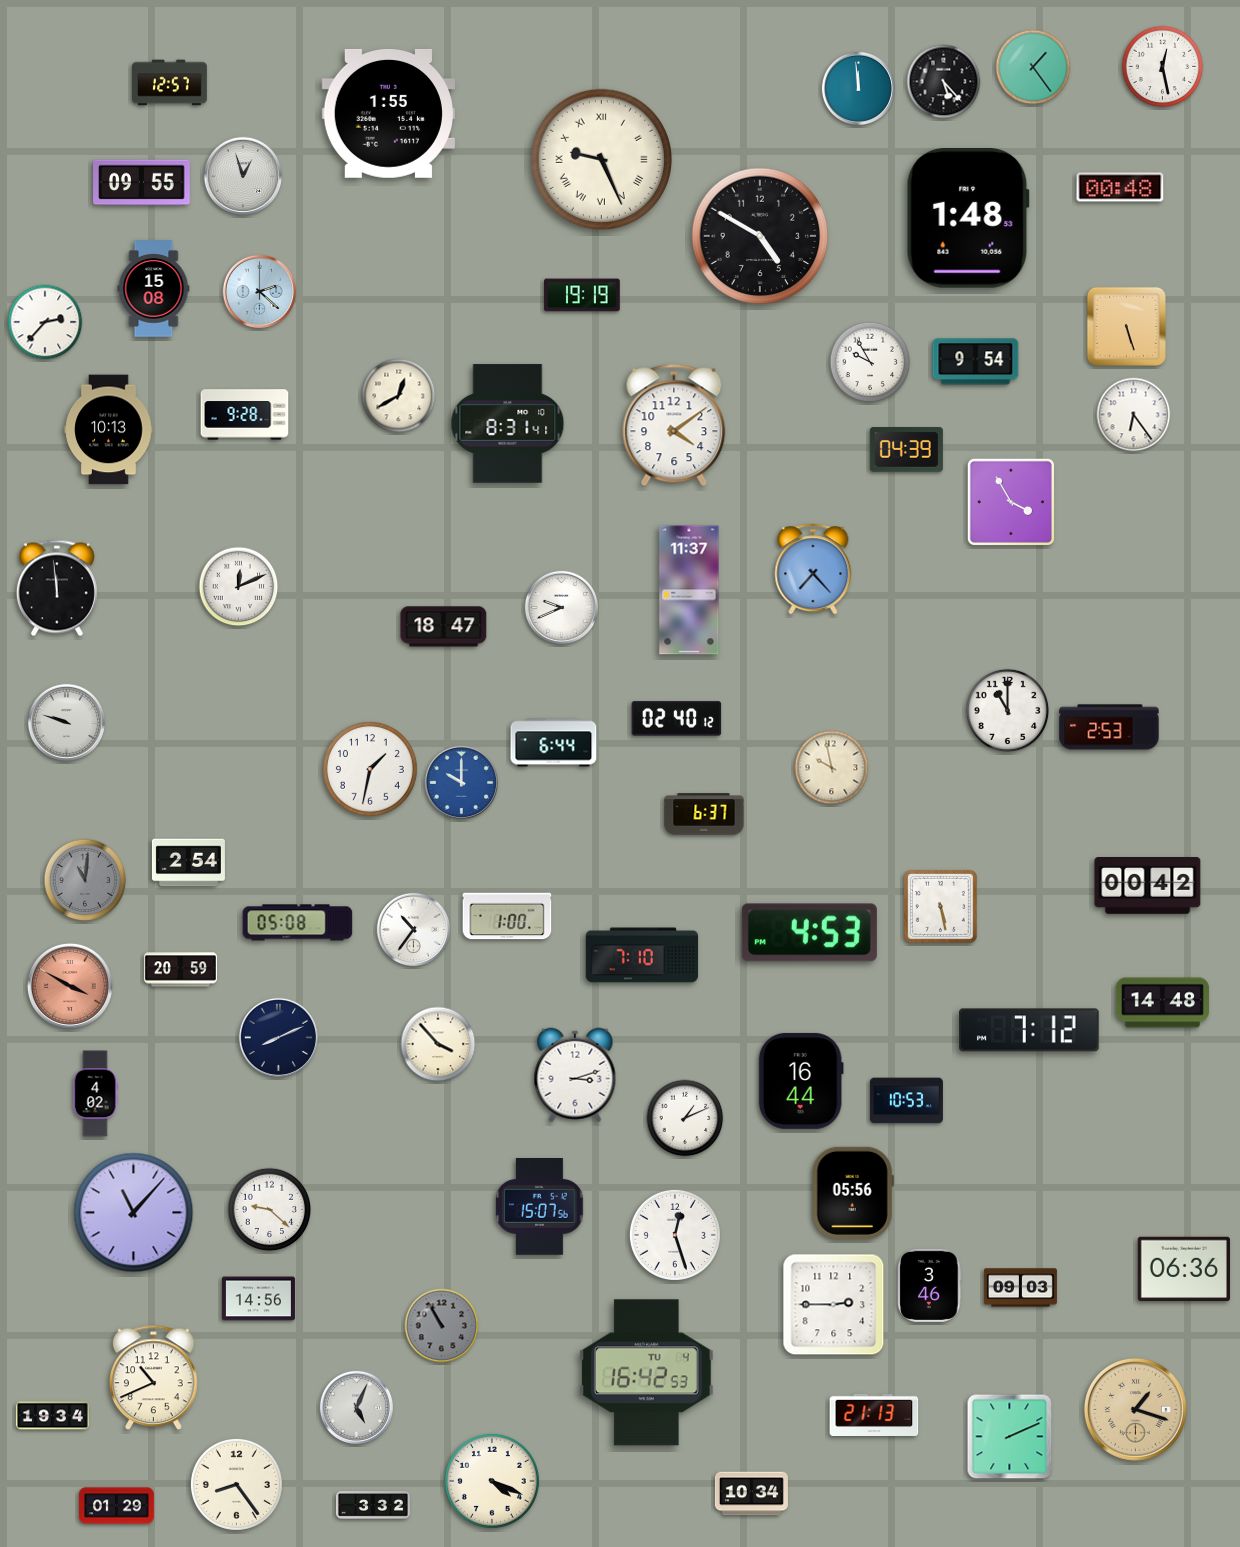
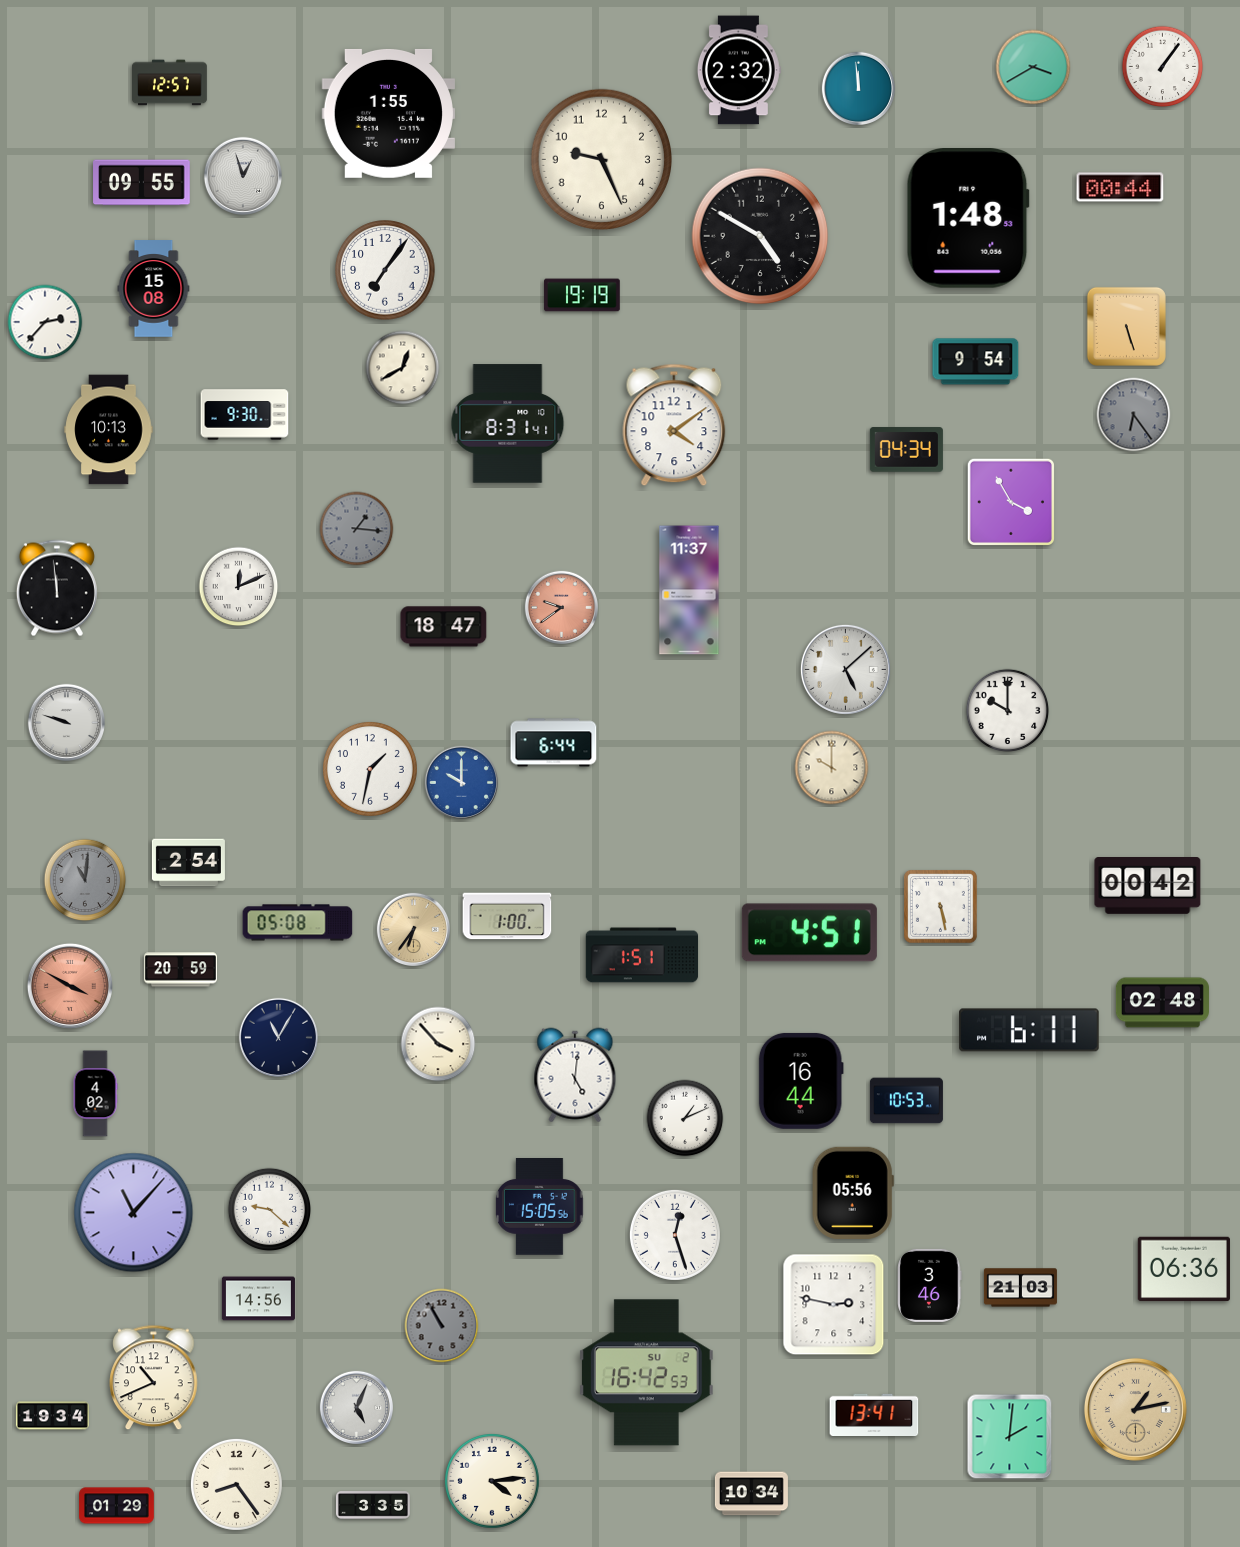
clock at (1033, 67): 1:24 -> 3:40
clock at (1163, 67): 12:28 -> 1:06
clock at (739, 70): none -> 2:32
clock at (944, 82): 5:23 -> none
clock at (601, 159) numerals: Roman -> Arabic
clock at (1120, 187): 00:48 -> 00:44
clock at (385, 270): none -> 7:06
clock at (260, 292): 2:22 -> none
clock at (870, 362): 9:55 -> none
clock at (399, 396) position: (399, 396) -> (403, 368)
clock at (245, 415): 9:28 -> 9:30
clock at (1134, 415) dial: white -> grey
clock at (906, 450): 04:39 -> 04:34
clock at (357, 529): none -> 1:16
clock at (813, 569): 7:23 -> none
clock at (562, 608): 9:41 -> 9:39
clock at (562, 608) dial: white -> salmon
clock at (845, 669): none -> 5:08
clock at (1008, 711): 11:00 -> 10:00
clock at (677, 719): 02:40 -> none
clock at (1109, 727): 2:53 -> none
clock at (832, 768): 9:58 -> 10:00
clock at (704, 814): 6:37 -> none
clock at (414, 930): 10:36 -> 6:36
clock at (414, 930) dial: white -> champagne
clock at (809, 933): 4:53 -> 4:51
clock at (642, 955): 7:10 -> 1:51
clock at (1162, 1003): 14:48 -> 02:48
clock at (1029, 1030): 7:12 -> 6:11
clock at (278, 1037): 8:11 -> 11:05
clock at (575, 1075): 3:12 -> 5:01
clock at (540, 1207): 15:07 -> 15:05
clock at (1020, 1288): 09:03 -> 21:03
clock at (834, 1305): 2:45 -> 2:47
clock at (646, 1373) date: TU 4 -> SU 2
clock at (1135, 1409): 1:18 -> 1:13
clock at (874, 1414): 21:13 -> 13:41
clock at (1010, 1437): 2:11 -> 2:01
clock at (492, 1481): 4:19 -> 4:14
clock at (373, 1505): 3:32 -> 3:35
